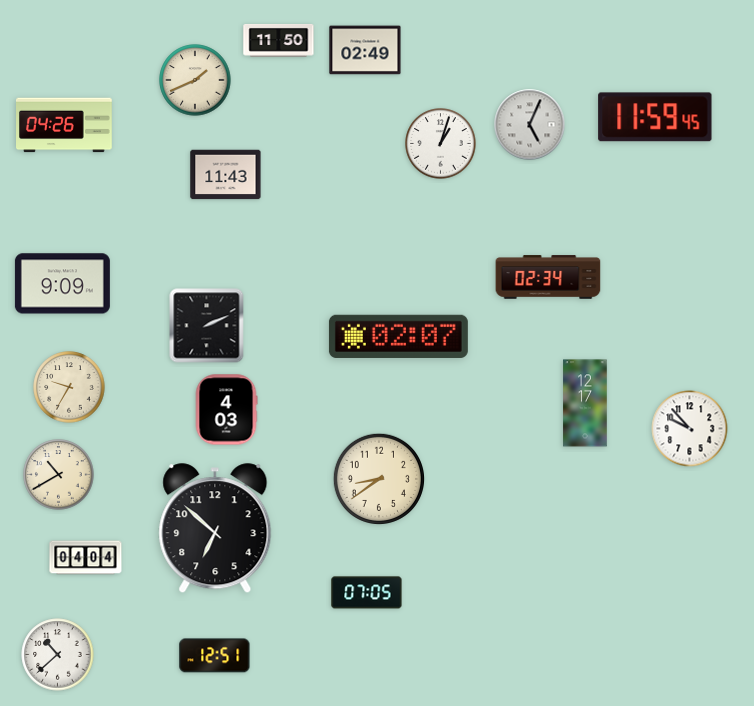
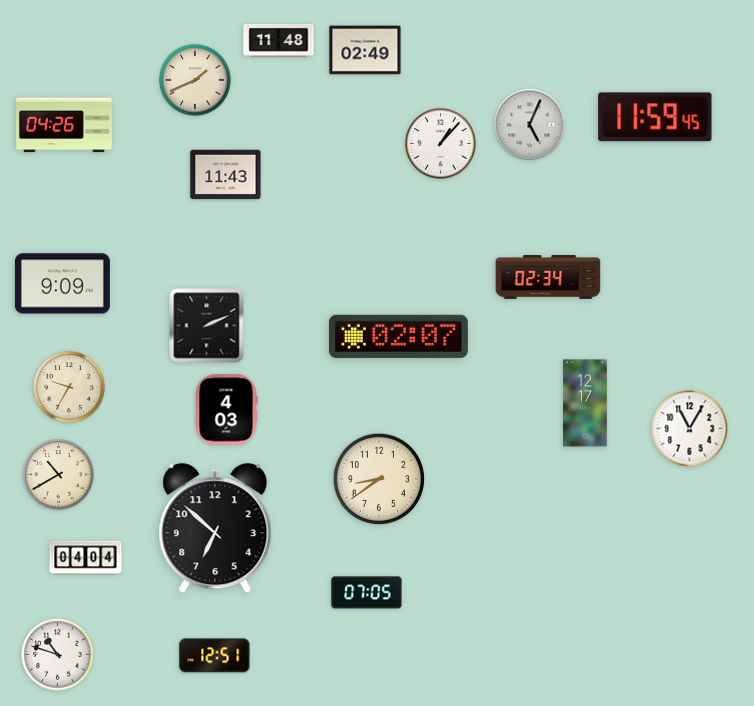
clock at (279, 40): 11:50 -> 11:48
clock at (441, 144): 1:03 -> 1:07
clock at (690, 429): 9:53 -> 11:05
clock at (58, 655): 10:38 -> 10:48
